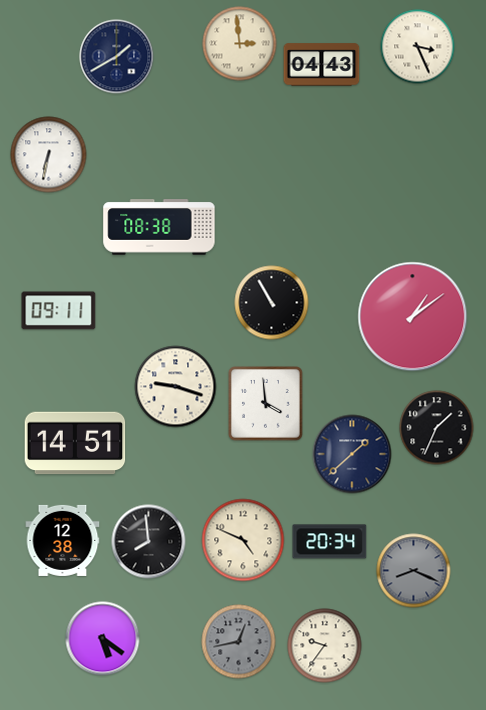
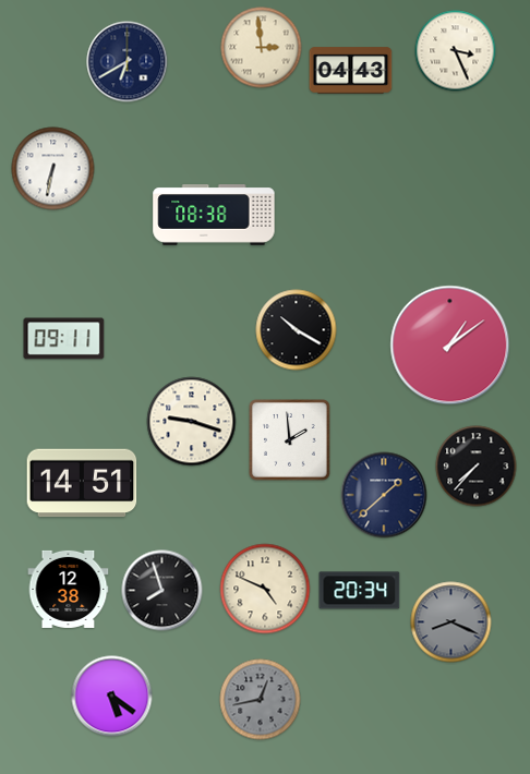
clock at (117, 57): 1:40 -> 6:40
clock at (159, 227) position: (159, 227) -> (214, 215)
clock at (272, 303): 10:55 -> 10:20
clock at (266, 404): 3:59 -> 1:59
clock at (437, 428): 1:34 -> 7:37
clock at (149, 542): 7:59 -> 7:57
clock at (325, 646): 9:36 -> none
